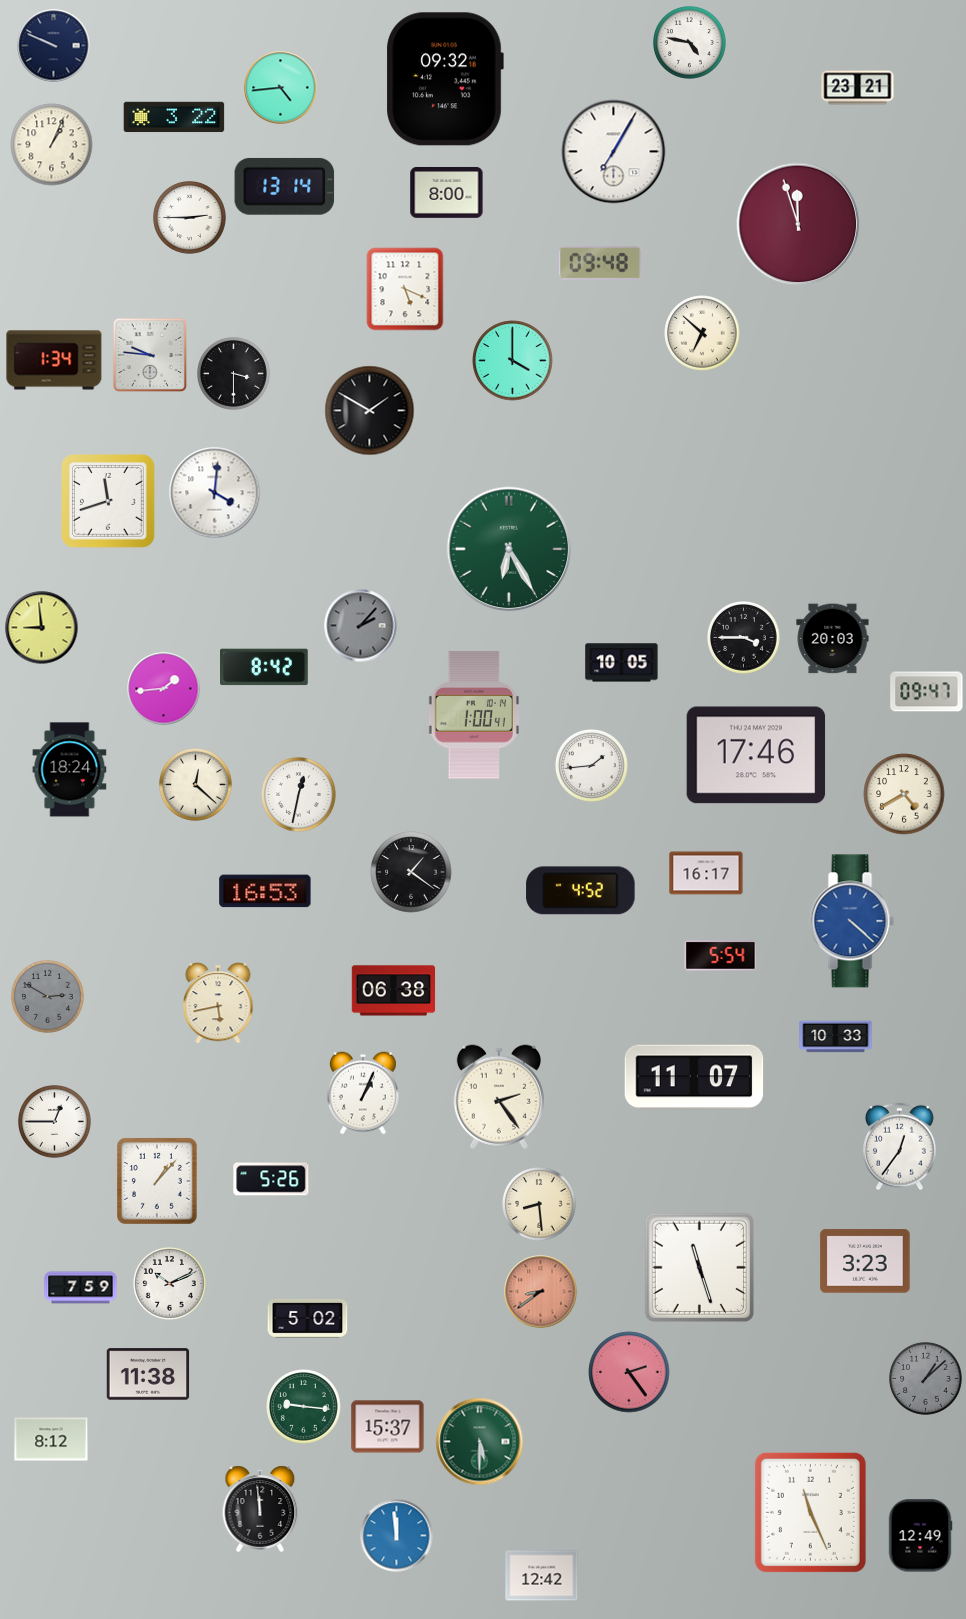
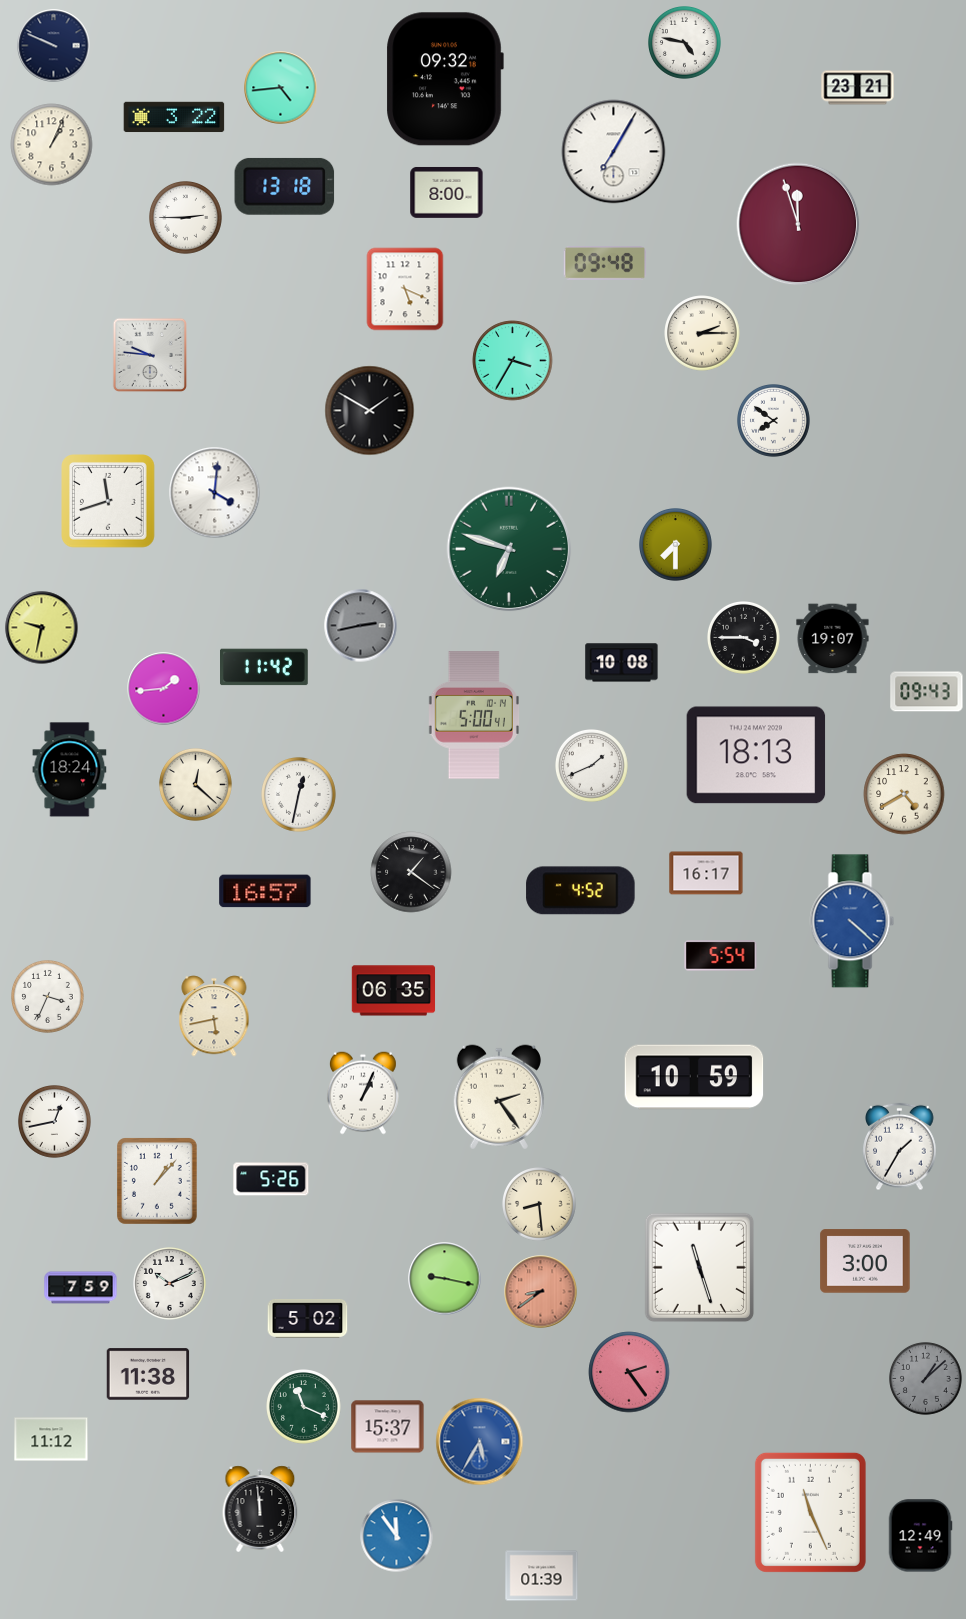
clock at (690, 43) position: (690, 43) -> (685, 43)
clock at (285, 186): 13:14 -> 13:18
clock at (190, 218) position: (190, 218) -> (186, 218)
clock at (600, 263) position: (600, 263) -> (605, 263)
clock at (702, 333): 6:52 -> 2:15
clock at (54, 360): 1:34 -> none
clock at (513, 361): 4:00 -> 3:35
clock at (234, 374): 3:30 -> none
clock at (774, 421): none -> 7:51
clock at (676, 545): none -> 7:30
clock at (509, 549): 6:25 -> 6:48
clock at (361, 626): 2:07 -> 2:43
clock at (42, 628): 8:59 -> 9:32
clock at (833, 639): 20:03 -> 19:07
clock at (622, 663): 10:05 -> 10:08
clock at (264, 667): 8:42 -> 11:42
clock at (927, 692): 09:47 -> 09:43
clock at (474, 715): 1:00 -> 5:00
clock at (756, 755): 17:46 -> 18:13
clock at (592, 766): 1:44 -> 1:41
clock at (265, 891): 16:53 -> 16:57
clock at (394, 991): 06:38 -> 06:35
clock at (48, 997): 2:50 -> 3:34
clock at (48, 997) dial: grey -> white
clock at (218, 1003) position: (218, 1003) -> (214, 1016)
clock at (836, 1037): 10:33 -> none
clock at (694, 1077): 11:07 -> 10:59
clock at (55, 1122): 12:45 -> 12:43
clock at (900, 1147): 12:36 -> 1:35
clock at (865, 1261): 3:23 -> 3:00
clock at (445, 1279): none -> 9:17
clock at (304, 1407): 9:16 -> 11:19
clock at (51, 1439): 8:12 -> 11:12
clock at (480, 1442): 5:30 -> 5:35
clock at (480, 1442) dial: green -> blue
clock at (397, 1536): 11:59 -> 11:54
clock at (542, 1576): 12:42 -> 01:39
